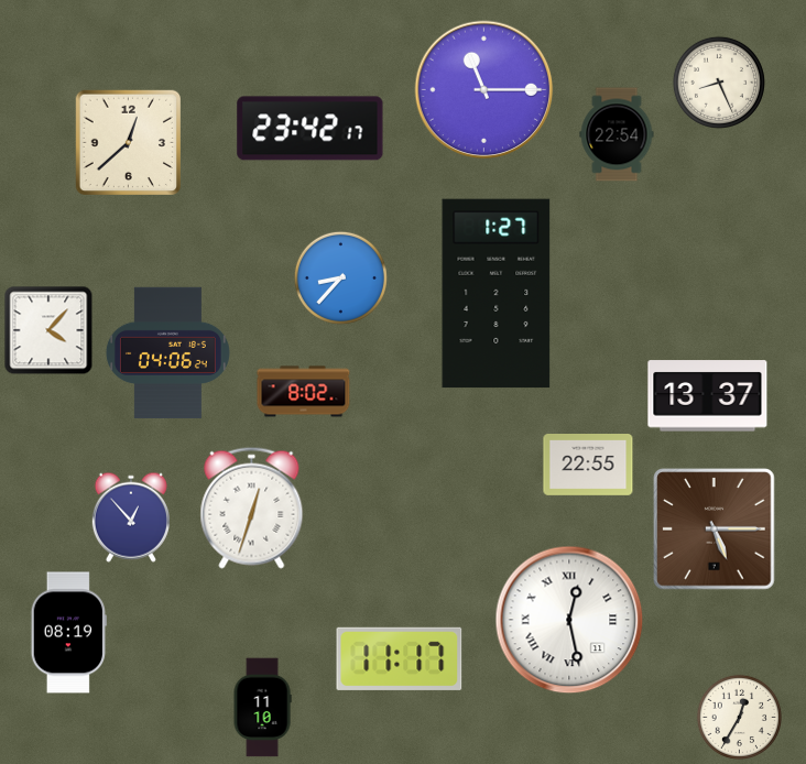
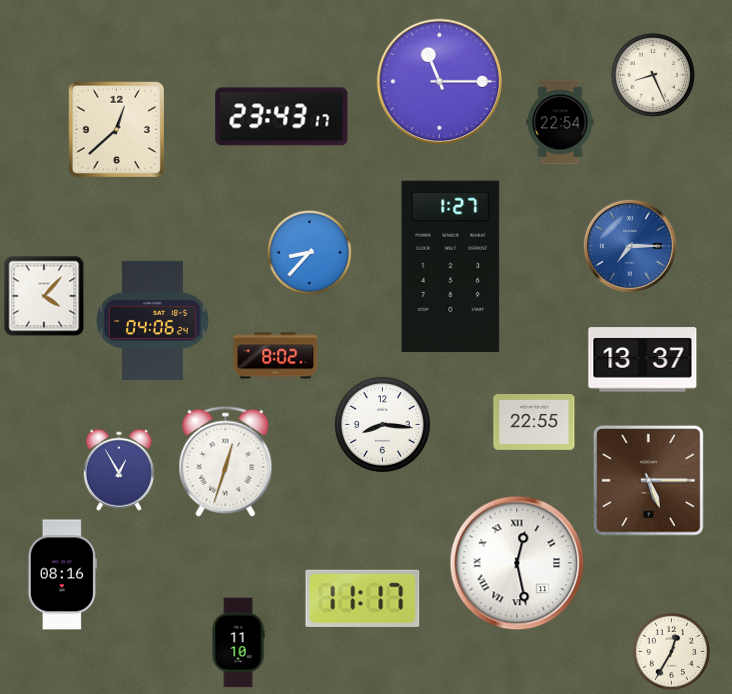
clock at (311, 129): 23:42 -> 23:43
clock at (630, 246): none -> 7:15
clock at (48, 330) position: (48, 330) -> (44, 296)
clock at (382, 424): none -> 8:16
clock at (252, 507) position: (252, 507) -> (226, 461)
clock at (131, 517): 12:53 -> 12:55
clock at (68, 633): 08:19 -> 08:16
